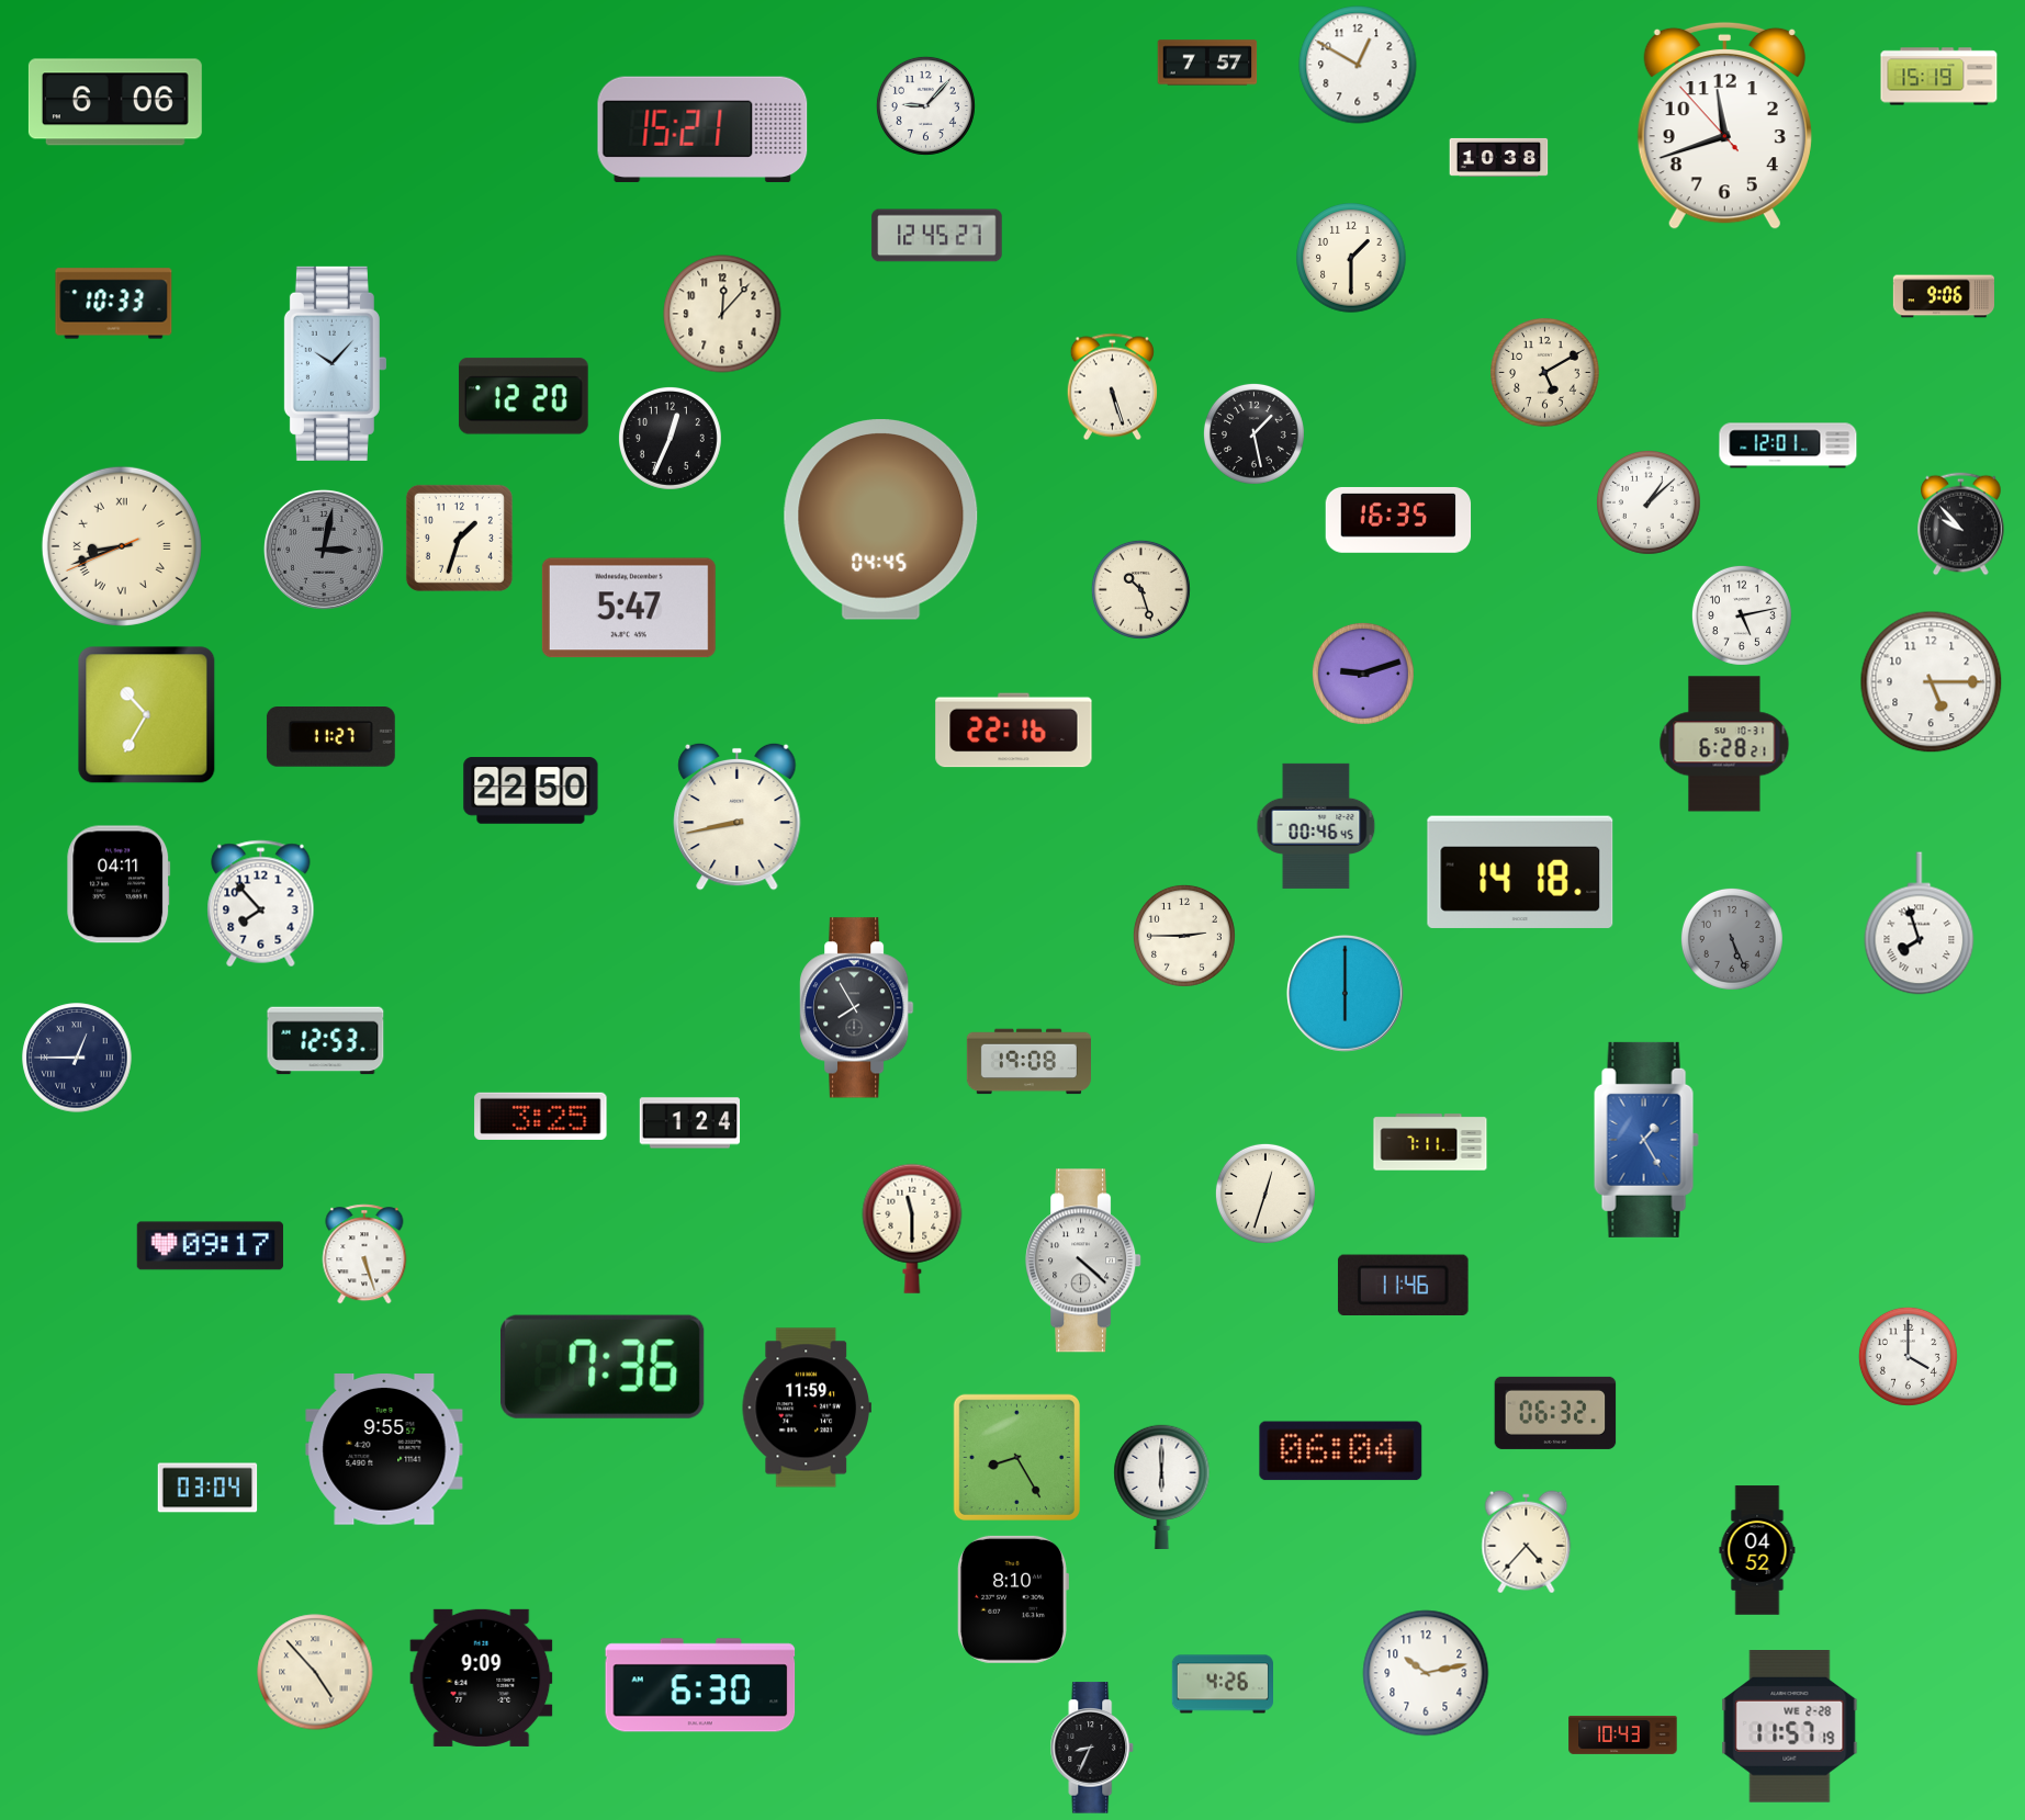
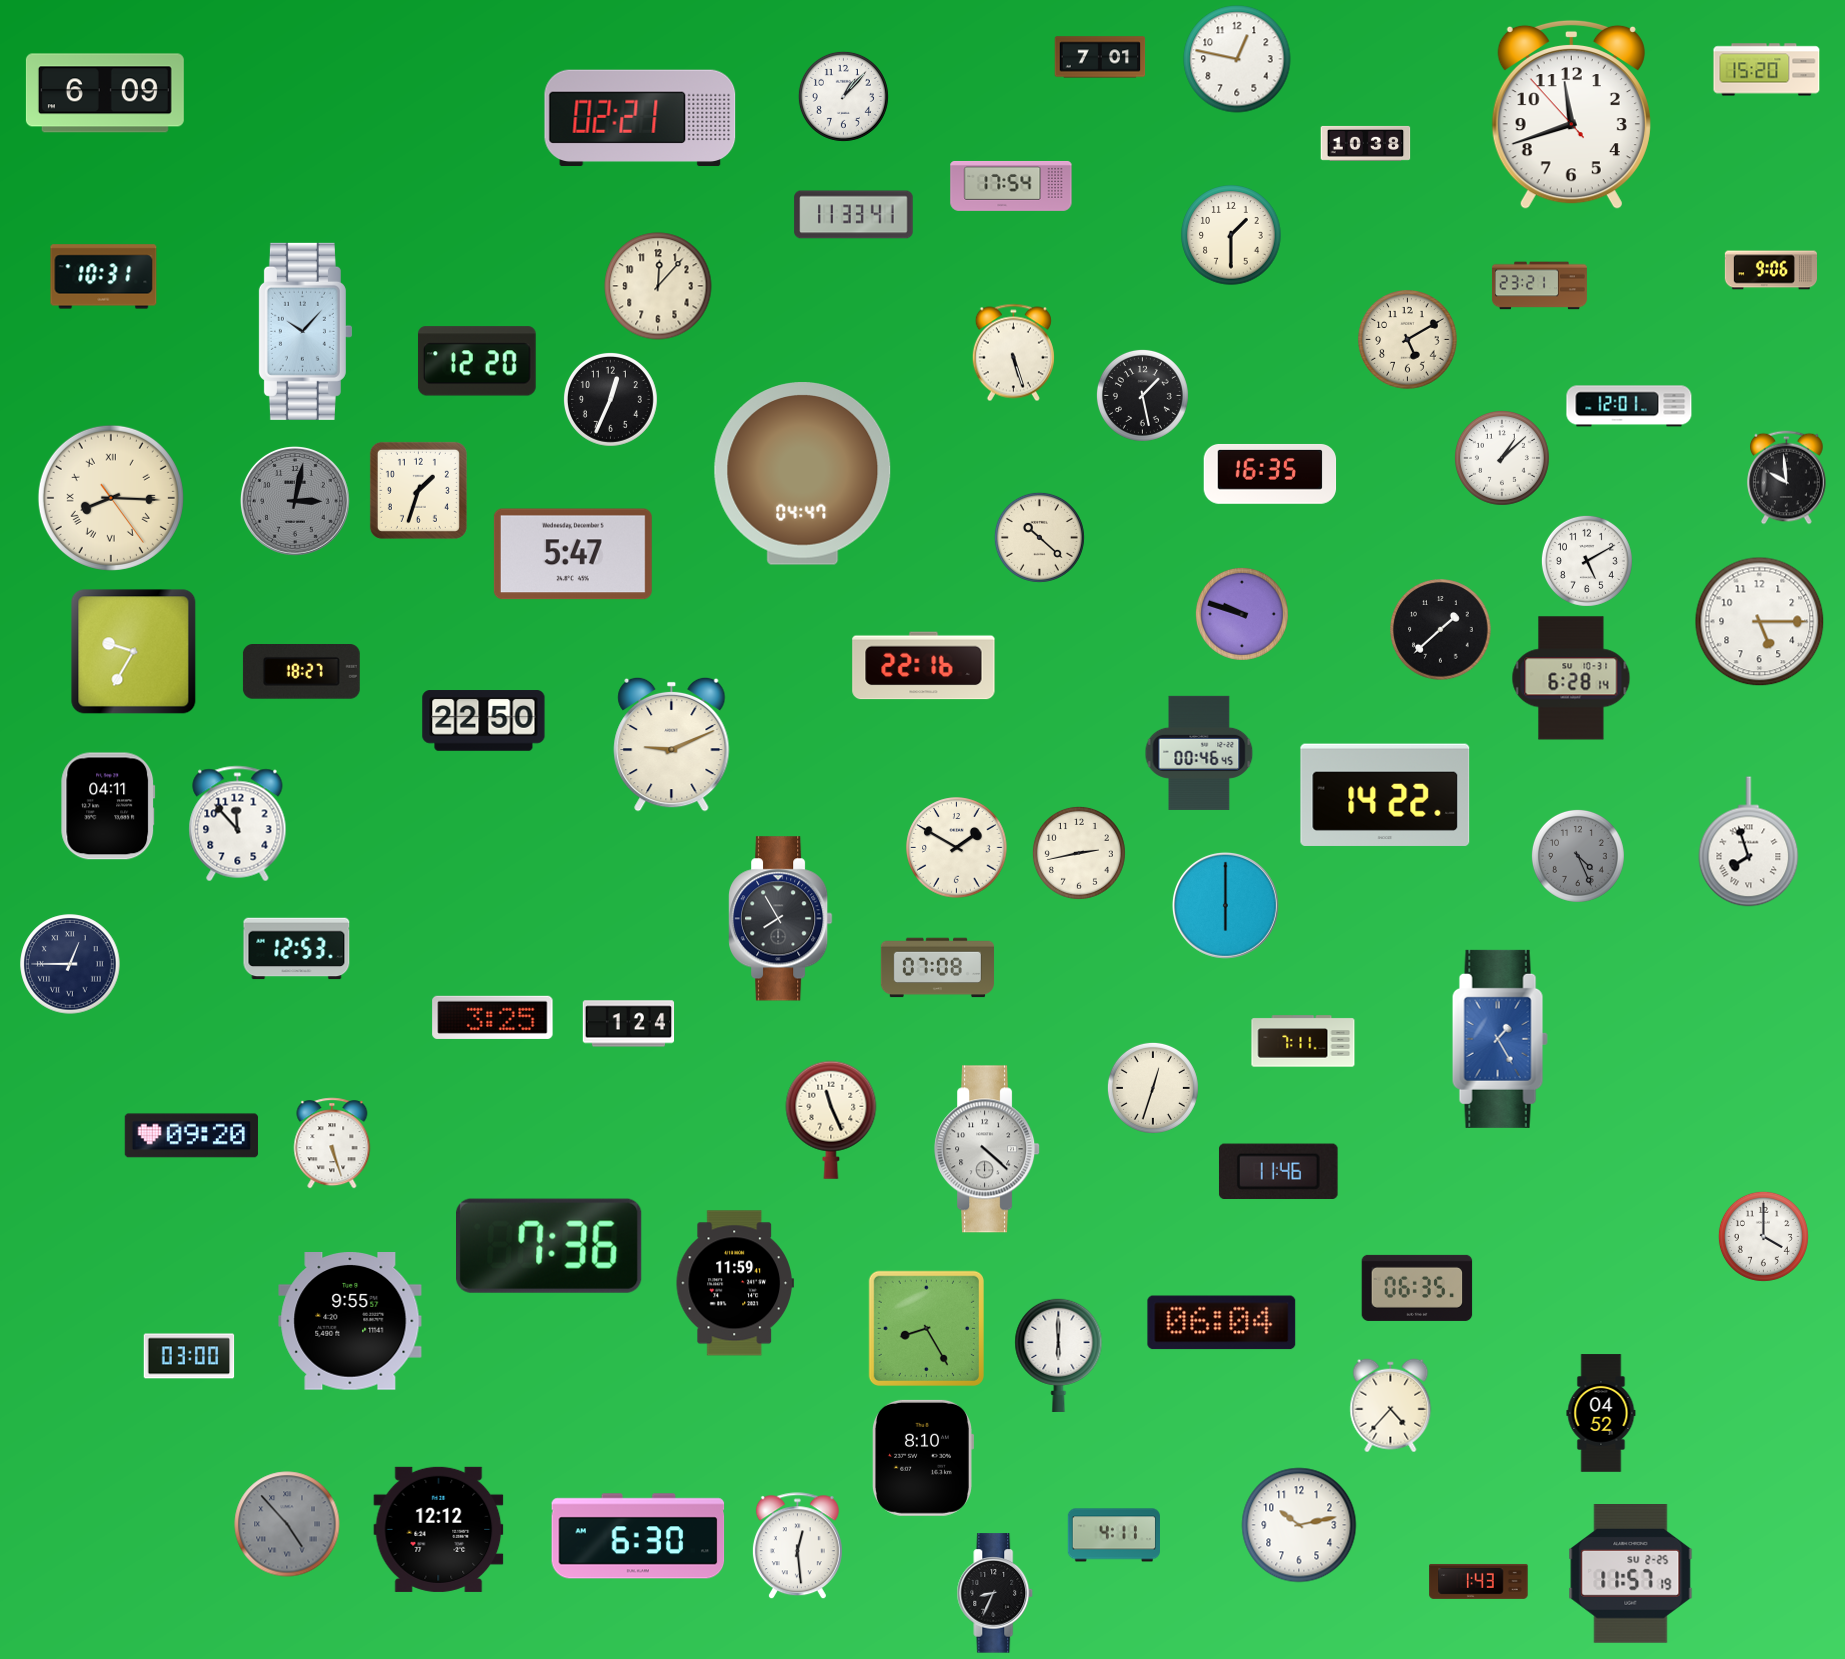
clock at (1207, 63): 7:57 -> 7:01
clock at (1358, 65): 12:50 -> 12:47
clock at (1939, 77): 15:19 -> 15:20
clock at (115, 102): 6:06 -> 6:09
clock at (925, 105): 9:07 -> 1:07
clock at (702, 129): 15:21 -> 02:21
clock at (1011, 186): none -> 17:54
clock at (937, 236): 12:45 -> 11:33
clock at (114, 304): 10:33 -> 10:31
clock at (1539, 286): none -> 23:21
clock at (881, 520): 04:45 -> 04:47
clock at (1398, 520) position: (1398, 520) -> (1270, 474)
clock at (1961, 524): 9:53 -> 9:59
clock at (122, 546): 8:41 -> 8:15
clock at (1140, 589): 10:27 -> 10:22
clock at (1742, 615): 5:13 -> 5:10
clock at (1363, 674): 9:12 -> 9:48
clock at (1441, 630): none -> 1:38
clock at (147, 715): 10:35 -> 9:35
clock at (330, 737): 11:27 -> 18:27
clock at (1724, 744): 6:28:21 -> 6:28:14
clock at (738, 816): 8:43 -> 9:11
clock at (1520, 872): 14:18 -> 14:22
clock at (261, 904): 7:53 -> 11:53
clock at (957, 848): none -> 1:50
clock at (1184, 936): 2:45 -> 2:43
clock at (1732, 939): 5:26 -> 4:26
clock at (1028, 1062): 19:08 -> 07:08
clock at (912, 1229): 11:30 -> 11:26
clock at (210, 1246): 09:17 -> 09:20
clock at (1908, 1356) position: (1908, 1356) -> (1763, 1236)
clock at (1555, 1413): 06:32 -> 06:35
clock at (207, 1488): 03:04 -> 03:00
clock at (315, 1672) dial: cream -> grey
clock at (482, 1677): 9:09 -> 12:12
clock at (1222, 1684): 4:26 -> 4:11
clock at (797, 1546): none -> 12:29
clock at (1790, 1727) date: WE 2-28 -> SU 2-25
clock at (1623, 1734): 10:43 -> 1:43
